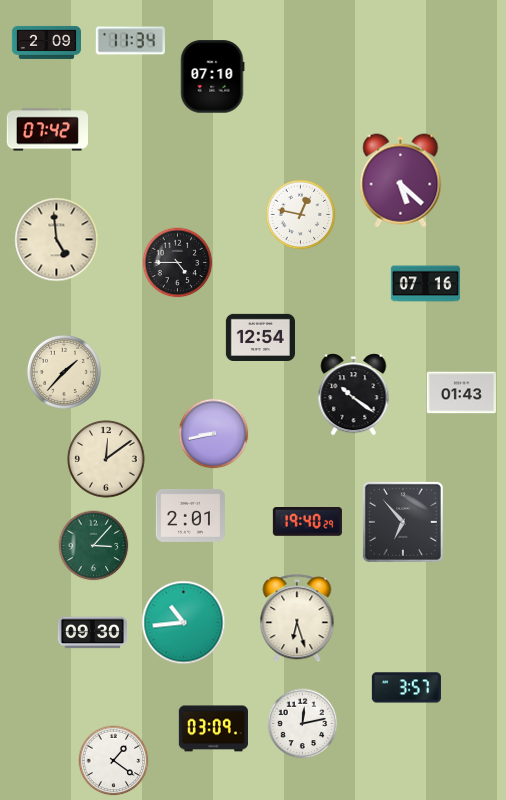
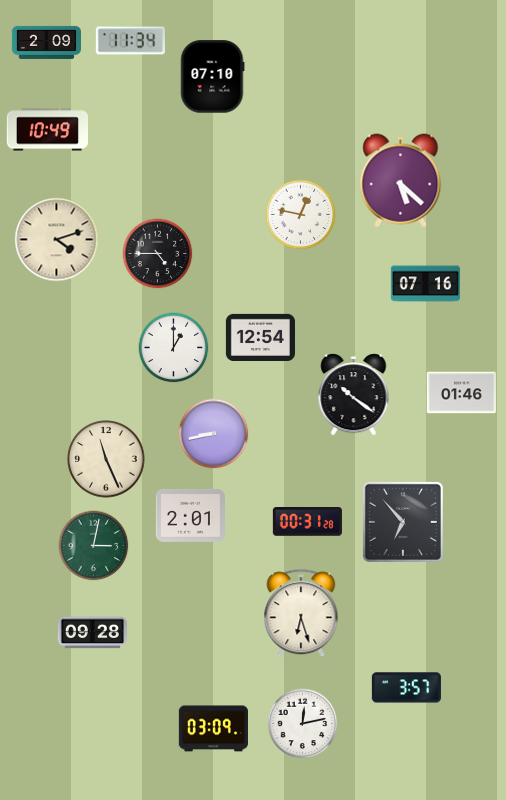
clock at (47, 130): 07:42 -> 10:49
clock at (57, 240): 4:59 -> 4:12
clock at (178, 263) position: (178, 263) -> (158, 254)
clock at (174, 348): none -> 1:00
clock at (64, 372): 1:37 -> none
clock at (461, 393): 01:43 -> 01:46
clock at (106, 459): 12:09 -> 11:26
clock at (307, 522): 19:40 -> 00:31
clock at (94, 546): 3:07 -> 3:02
clock at (297, 619) position: (297, 619) -> (301, 614)
clock at (184, 623): 10:44 -> none
clock at (92, 633): 09:30 -> 09:28
clock at (114, 761): 1:21 -> none
